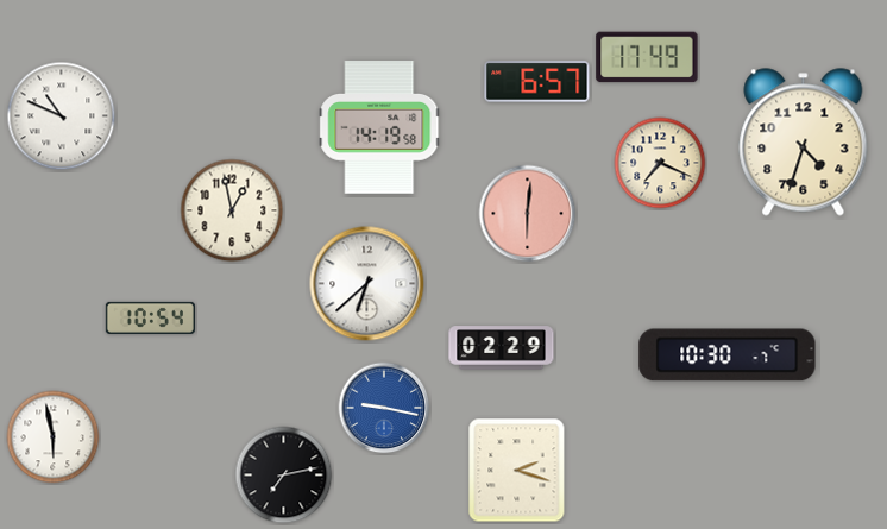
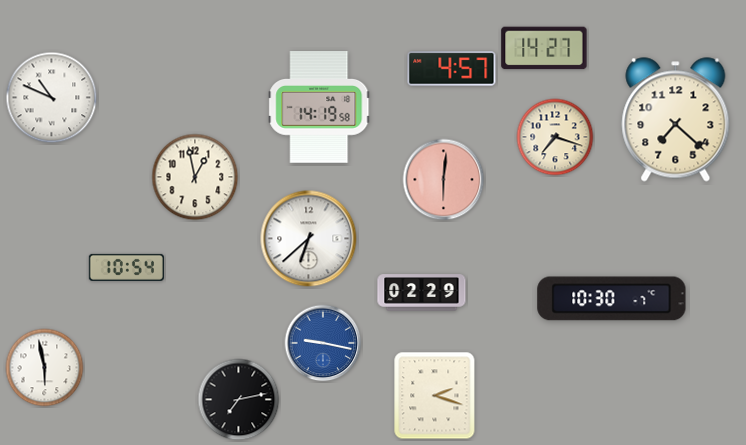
clock at (647, 57): 17:49 -> 14:27
clock at (537, 82): 6:57 -> 4:57
clock at (804, 143): 4:33 -> 7:22
clock at (660, 163): 7:19 -> 7:18
